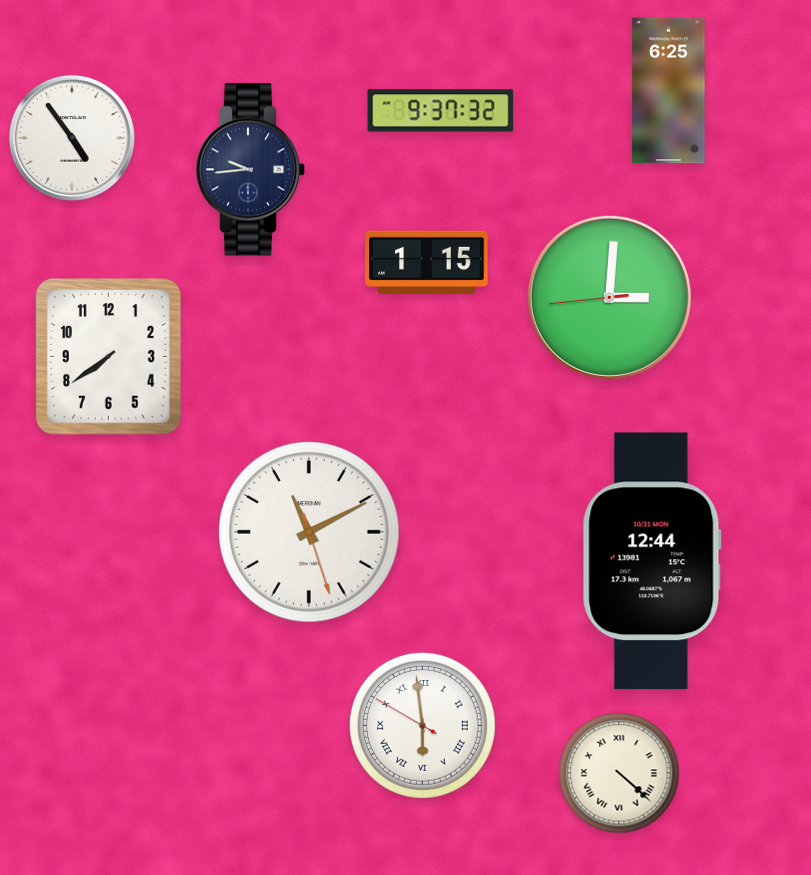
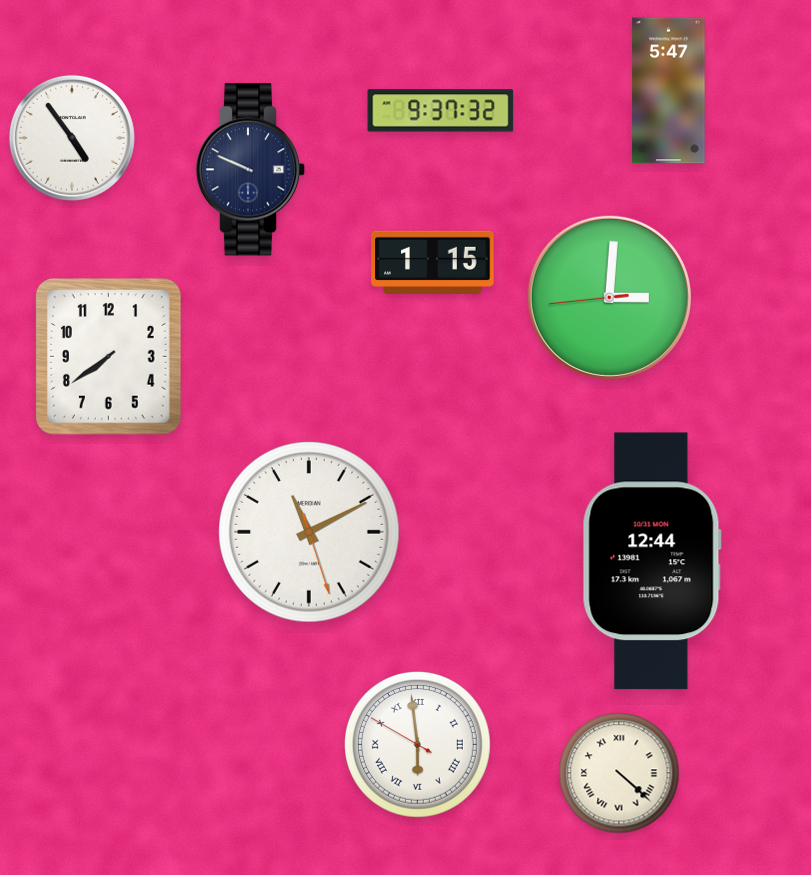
clock at (669, 91): 6:25 -> 5:47
clock at (251, 170): 9:44 -> 9:49
clock at (427, 262) position: (427, 262) -> (433, 262)
clock at (423, 726) position: (423, 726) -> (418, 745)
